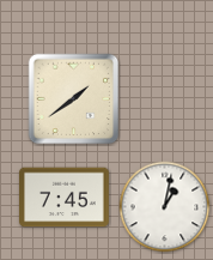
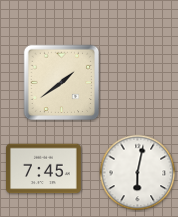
clock at (65, 198) position: (65, 198) -> (44, 169)
clock at (165, 207): 1:02 -> 6:02
